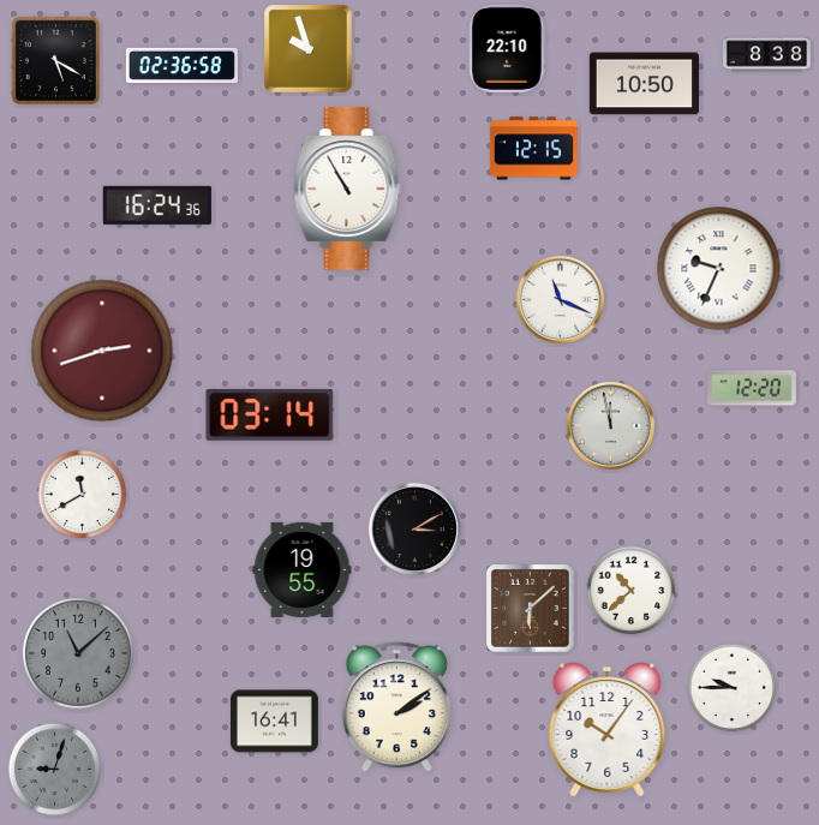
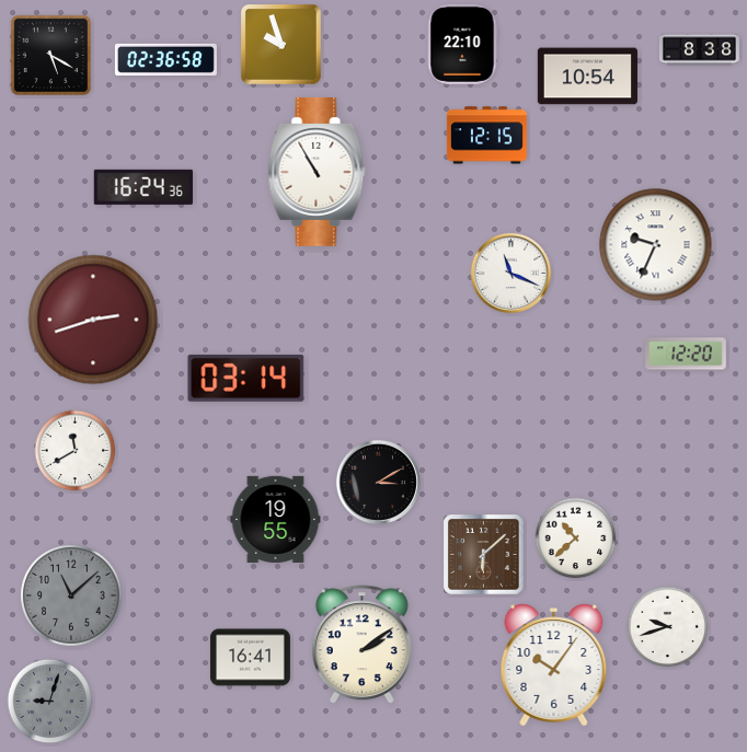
clock at (644, 84): 10:50 -> 10:54
clock at (610, 425): 11:58 -> none
clock at (733, 688): 9:45 -> 9:42
